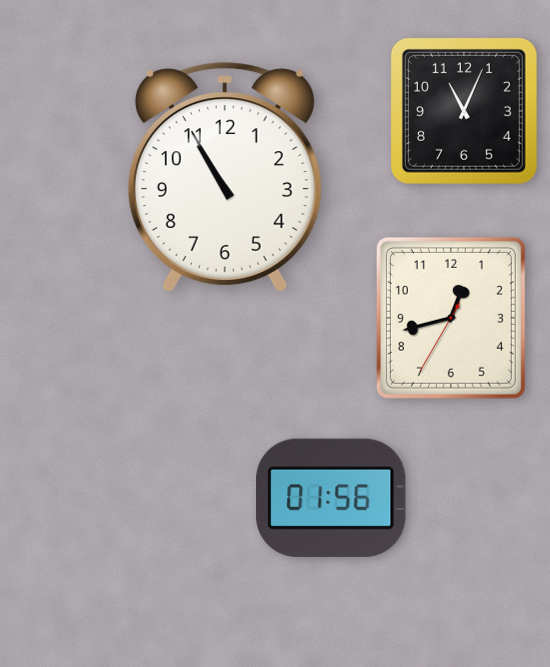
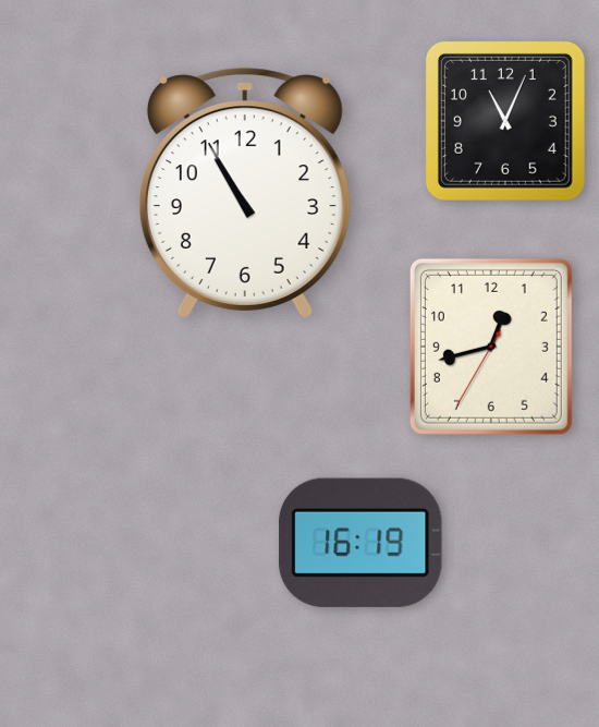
clock at (331, 498): 01:56 -> 16:19
